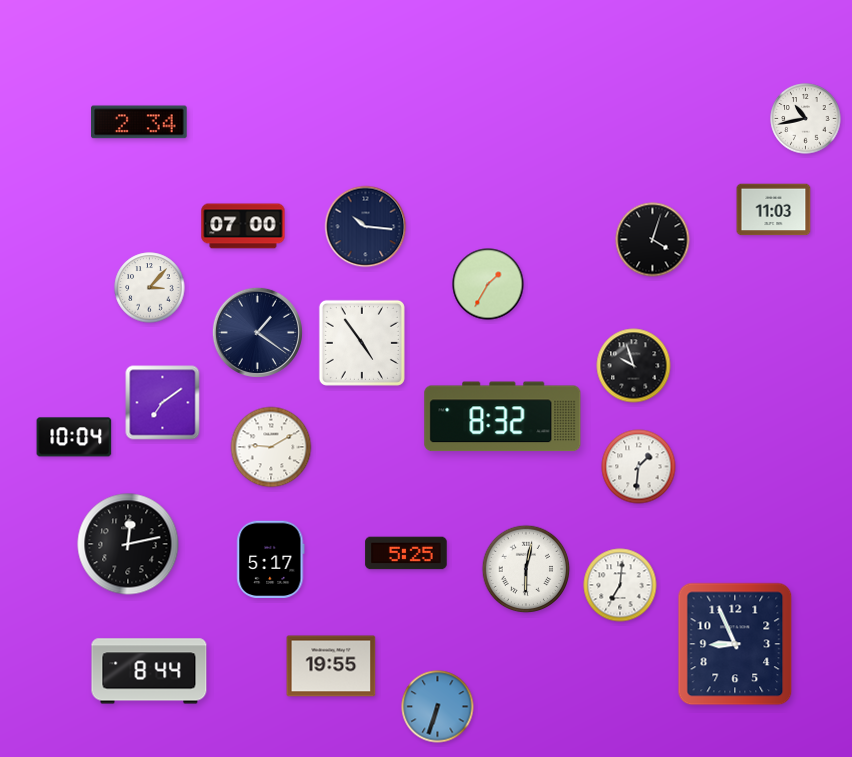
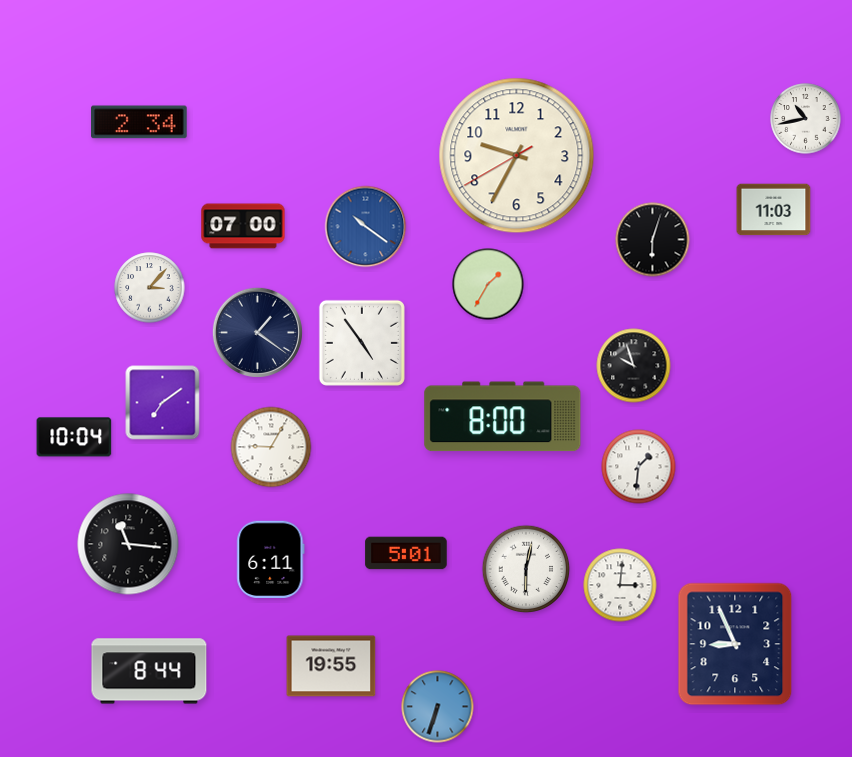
clock at (517, 156): none -> 9:34
clock at (366, 227): 10:16 -> 10:21
clock at (366, 227) dial: navy -> blue
clock at (653, 240): 4:03 -> 6:03
clock at (503, 417): 8:32 -> 8:00
clock at (271, 447): 9:10 -> 9:05
clock at (128, 544): 12:13 -> 11:16
clock at (406, 553): 5:25 -> 5:01
clock at (271, 559): 5:17 -> 6:11
clock at (620, 585): 7:01 -> 3:01
